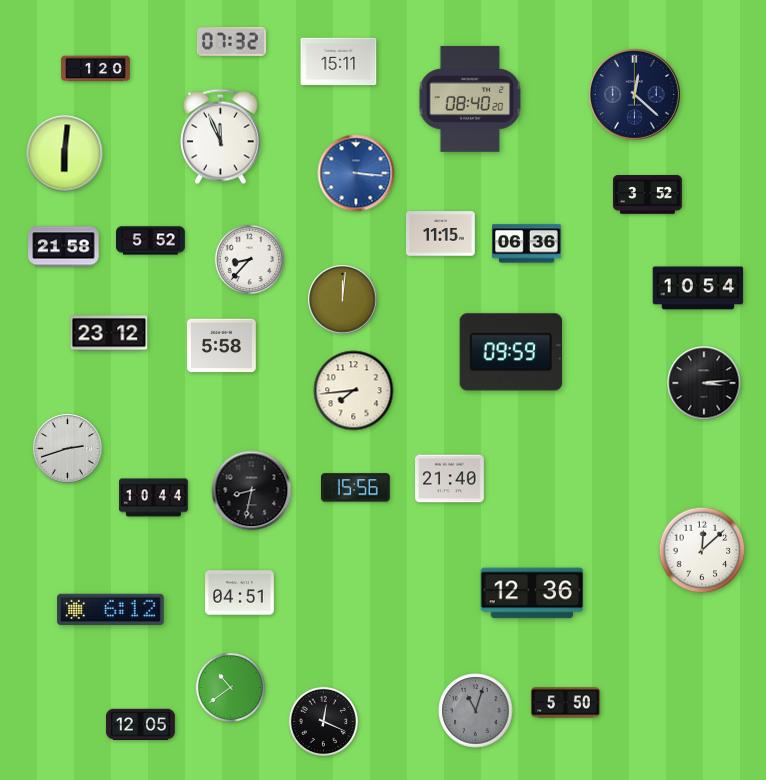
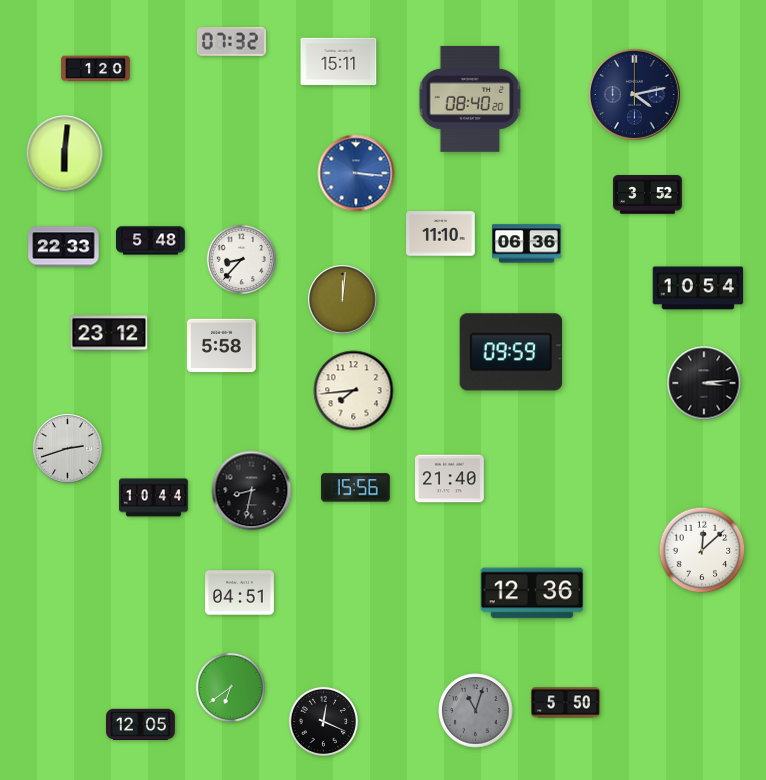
clock at (634, 94): 12:22 -> 4:13
clock at (221, 137): 11:56 -> none
clock at (441, 234): 11:15 -> 11:10
clock at (151, 241): 5:52 -> 5:48
clock at (64, 247): 21:58 -> 22:33
clock at (249, 259) position: (249, 259) -> (241, 259)
clock at (111, 610): 6:12 -> none
clock at (230, 687): 10:39 -> 6:39
